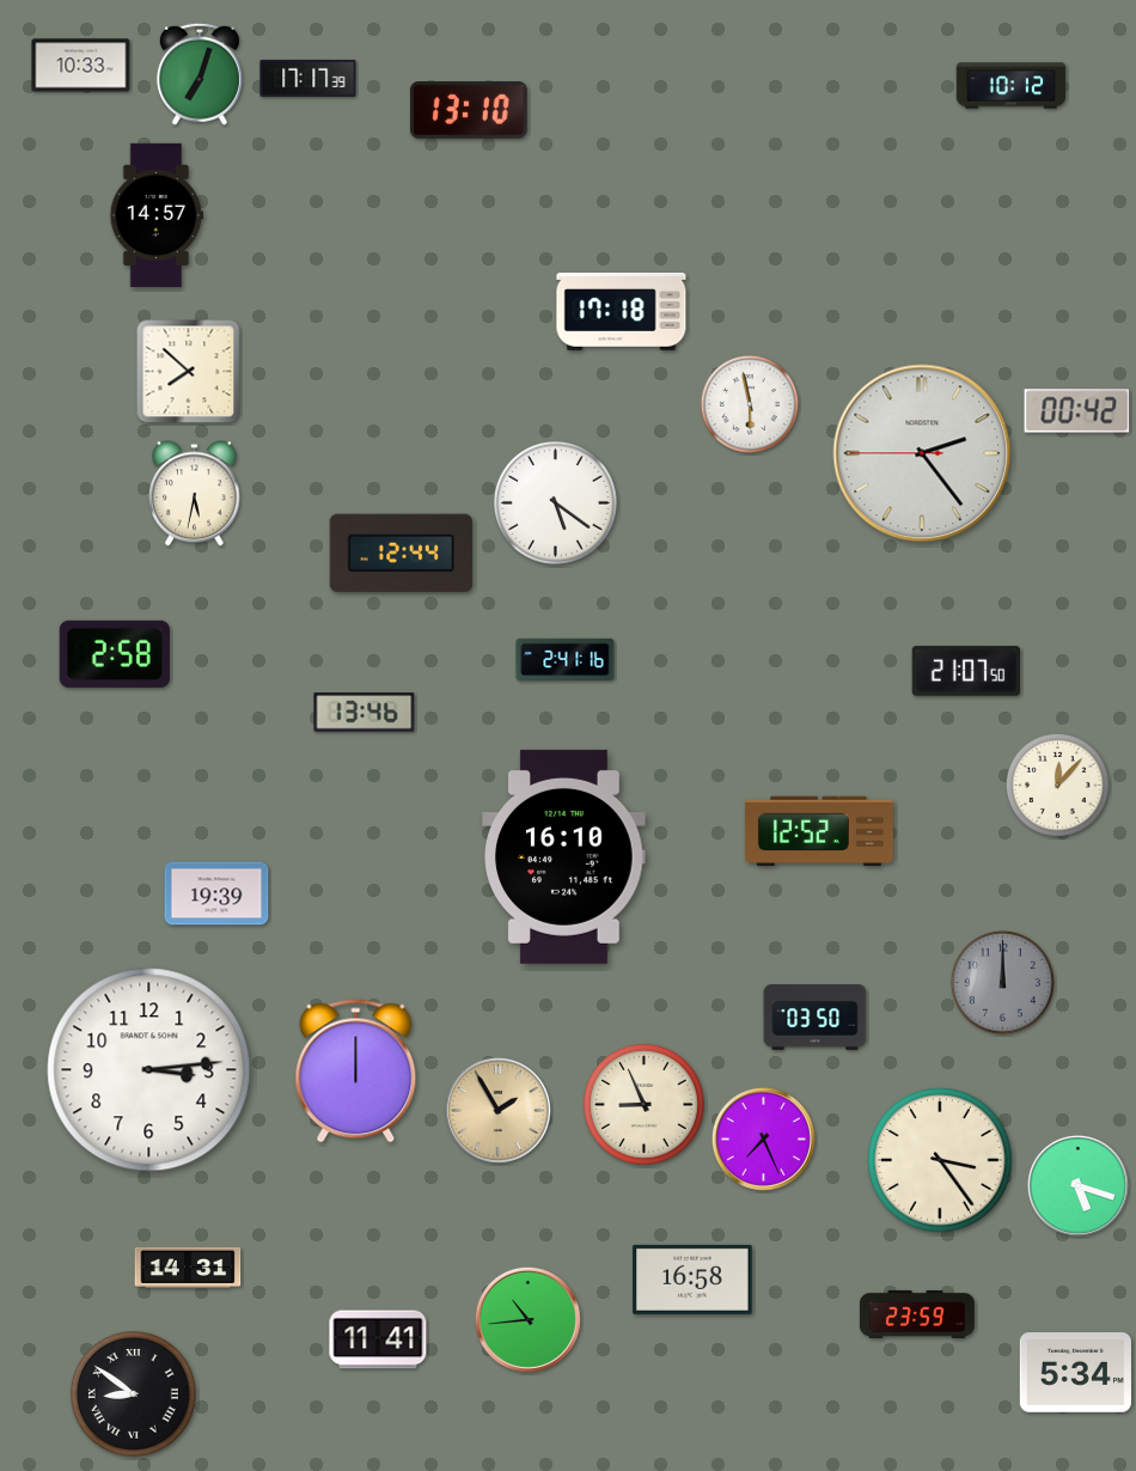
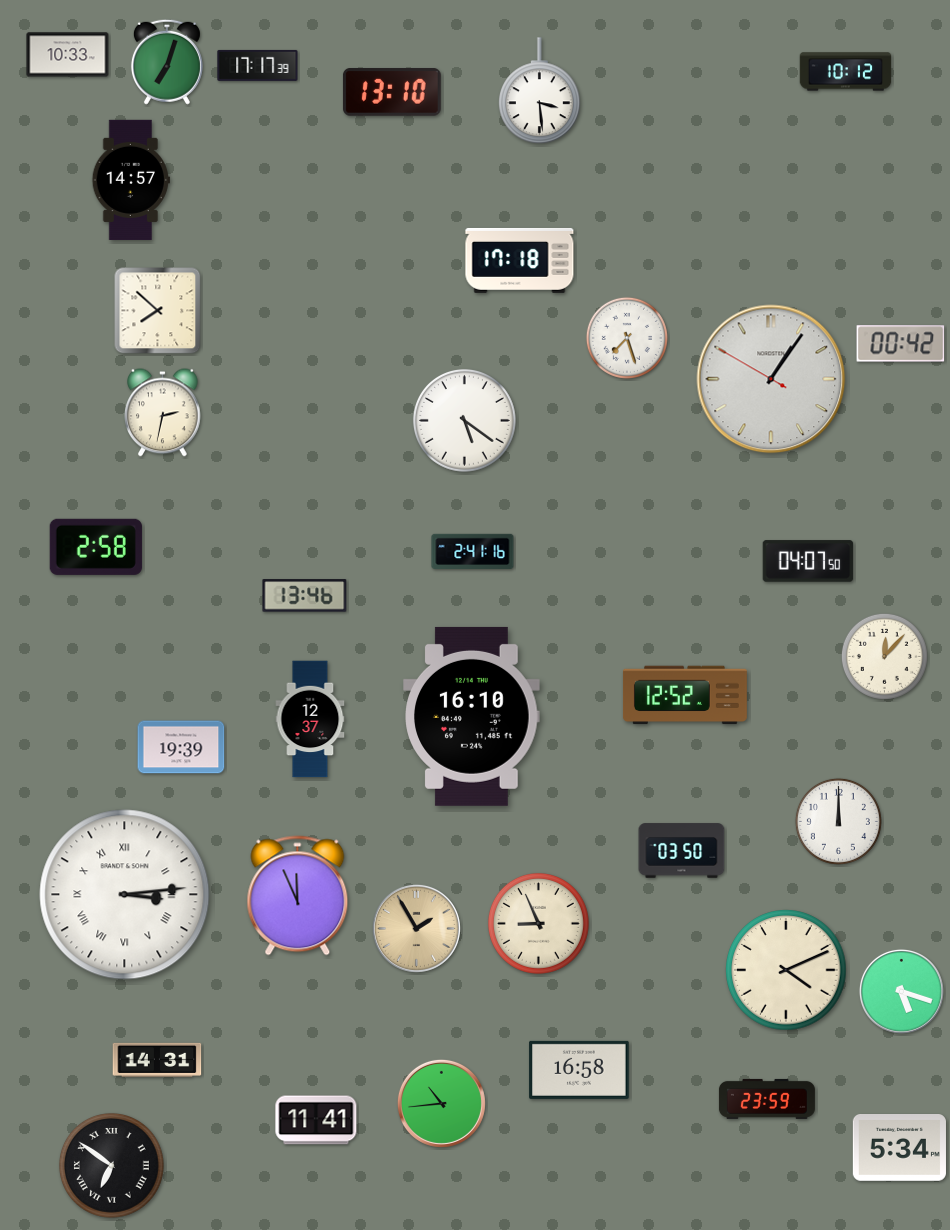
clock at (539, 91): none -> 3:29
clock at (750, 404): 5:58 -> 7:27
clock at (922, 453): 2:23 -> 1:05
clock at (195, 494): 5:32 -> 2:32
clock at (401, 554): 12:44 -> none
clock at (966, 671): 21:07 -> 04:07
clock at (310, 719): none -> 12:37
clock at (1002, 982) dial: grey -> white
clock at (149, 1070) numerals: Arabic -> Roman
clock at (356, 1072): 12:00 -> 11:56
clock at (763, 1139): 7:26 -> none
clock at (940, 1160): 3:24 -> 4:11
clock at (133, 1393): 8:51 -> 6:51
